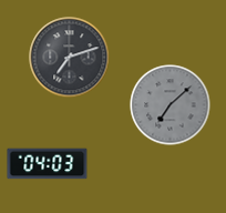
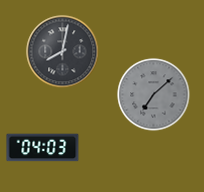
clock at (70, 58): 7:12 -> 8:02
